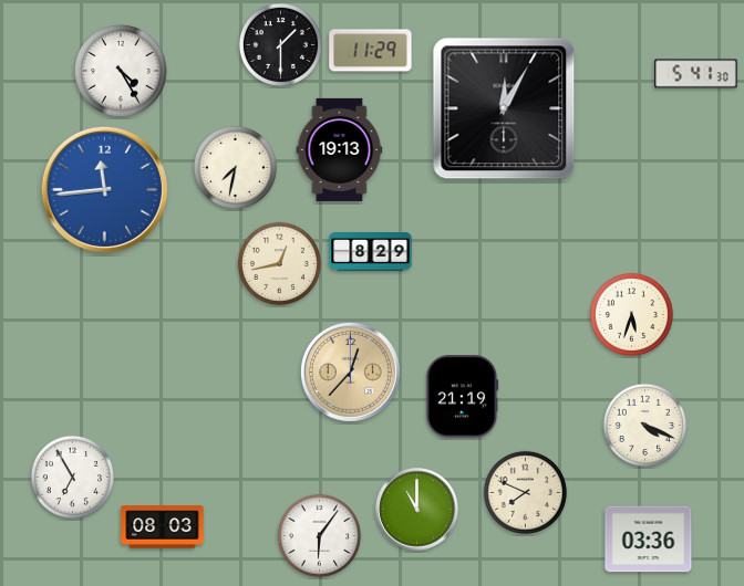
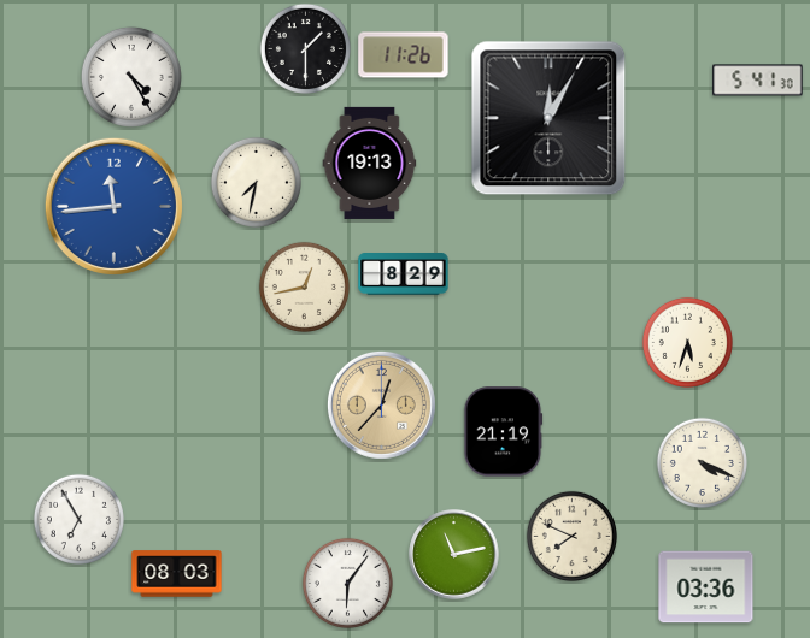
clock at (371, 51): 11:29 -> 11:26
clock at (417, 510): 11:00 -> 11:13
